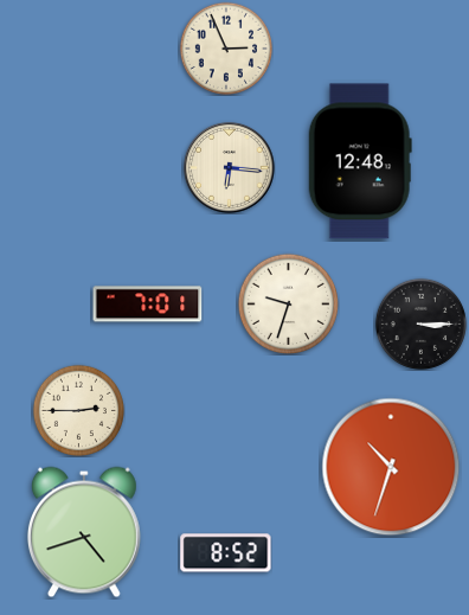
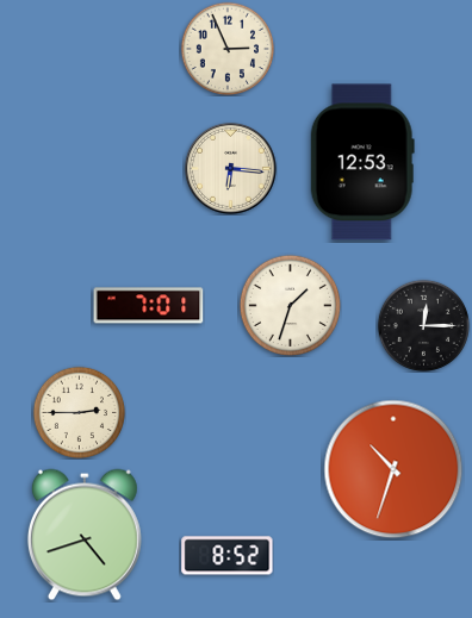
clock at (360, 161): 12:48 -> 12:53
clock at (288, 303): 9:33 -> 1:33
clock at (420, 323): 3:15 -> 12:15
